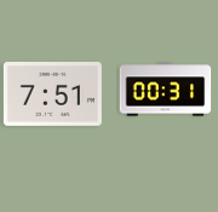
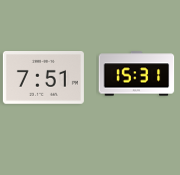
clock at (166, 90): 00:31 -> 15:31
